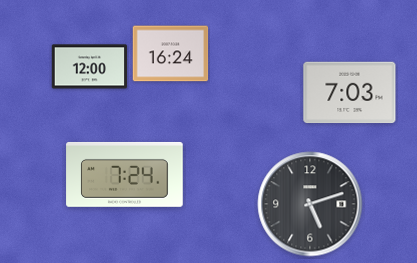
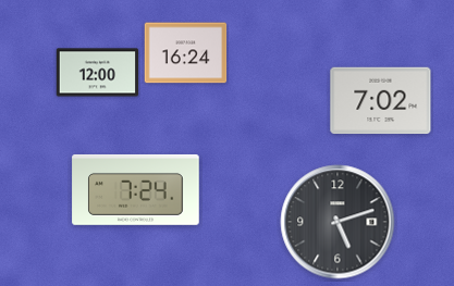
clock at (171, 54) position: (171, 54) -> (186, 53)
clock at (350, 93): 7:03 -> 7:02
